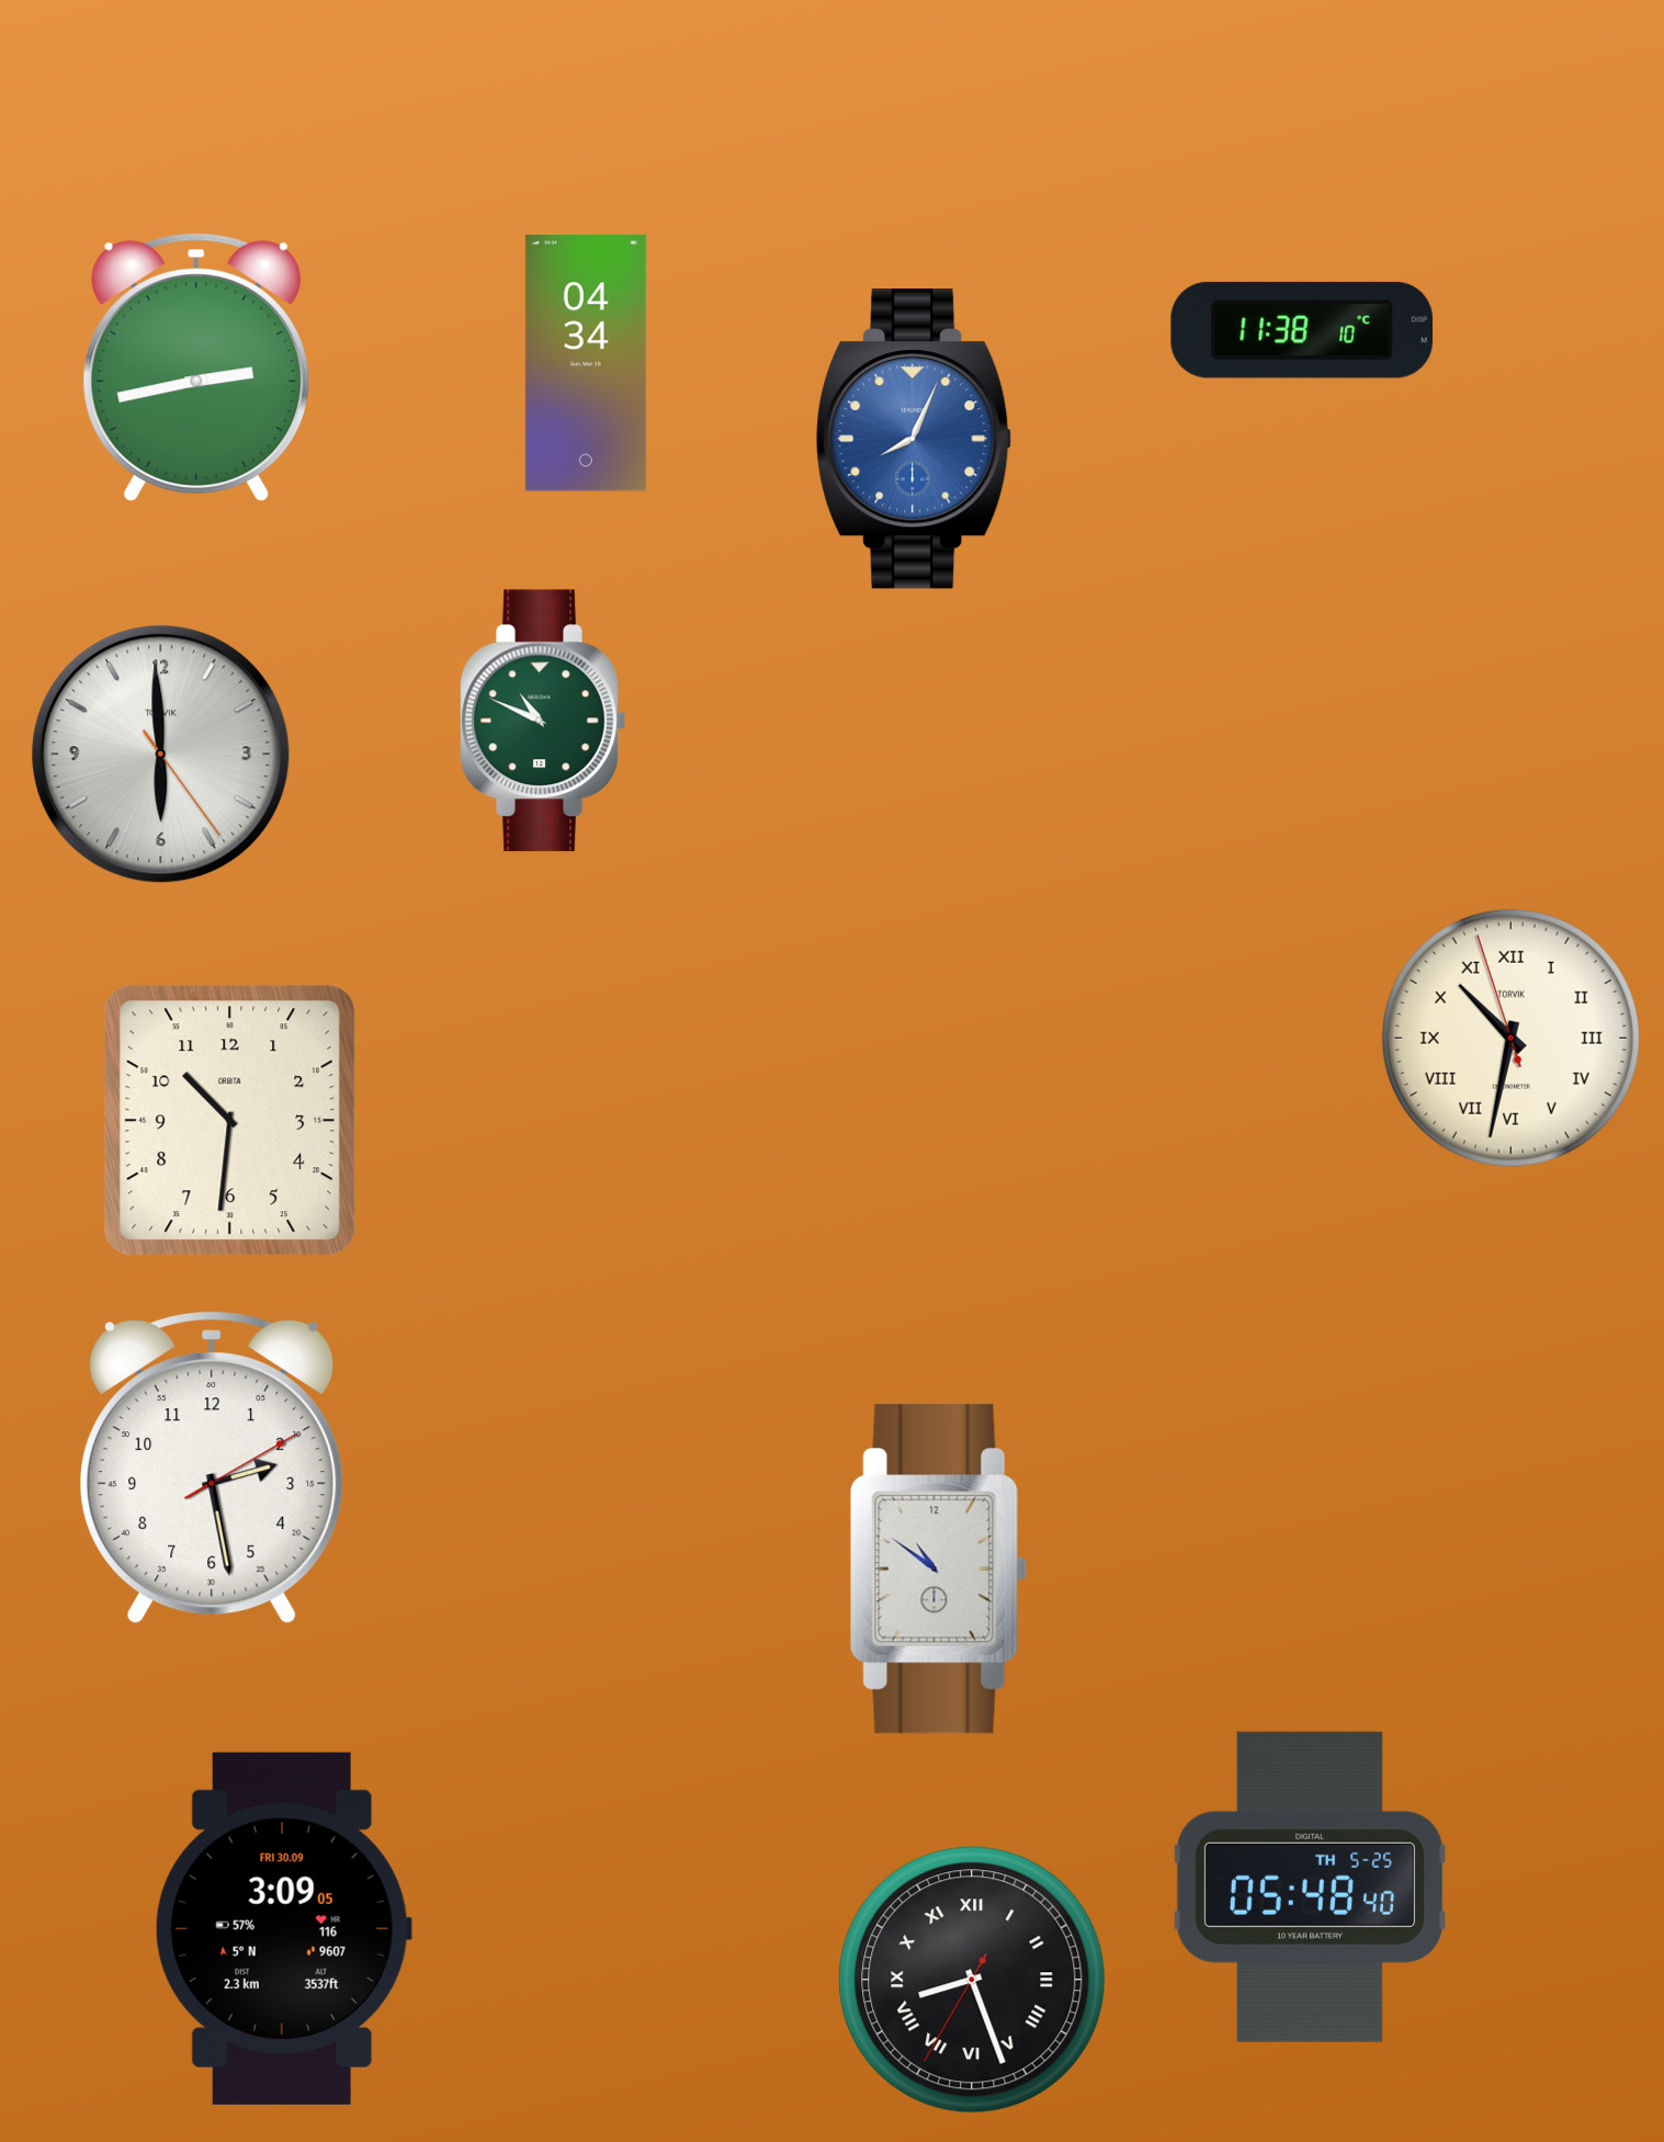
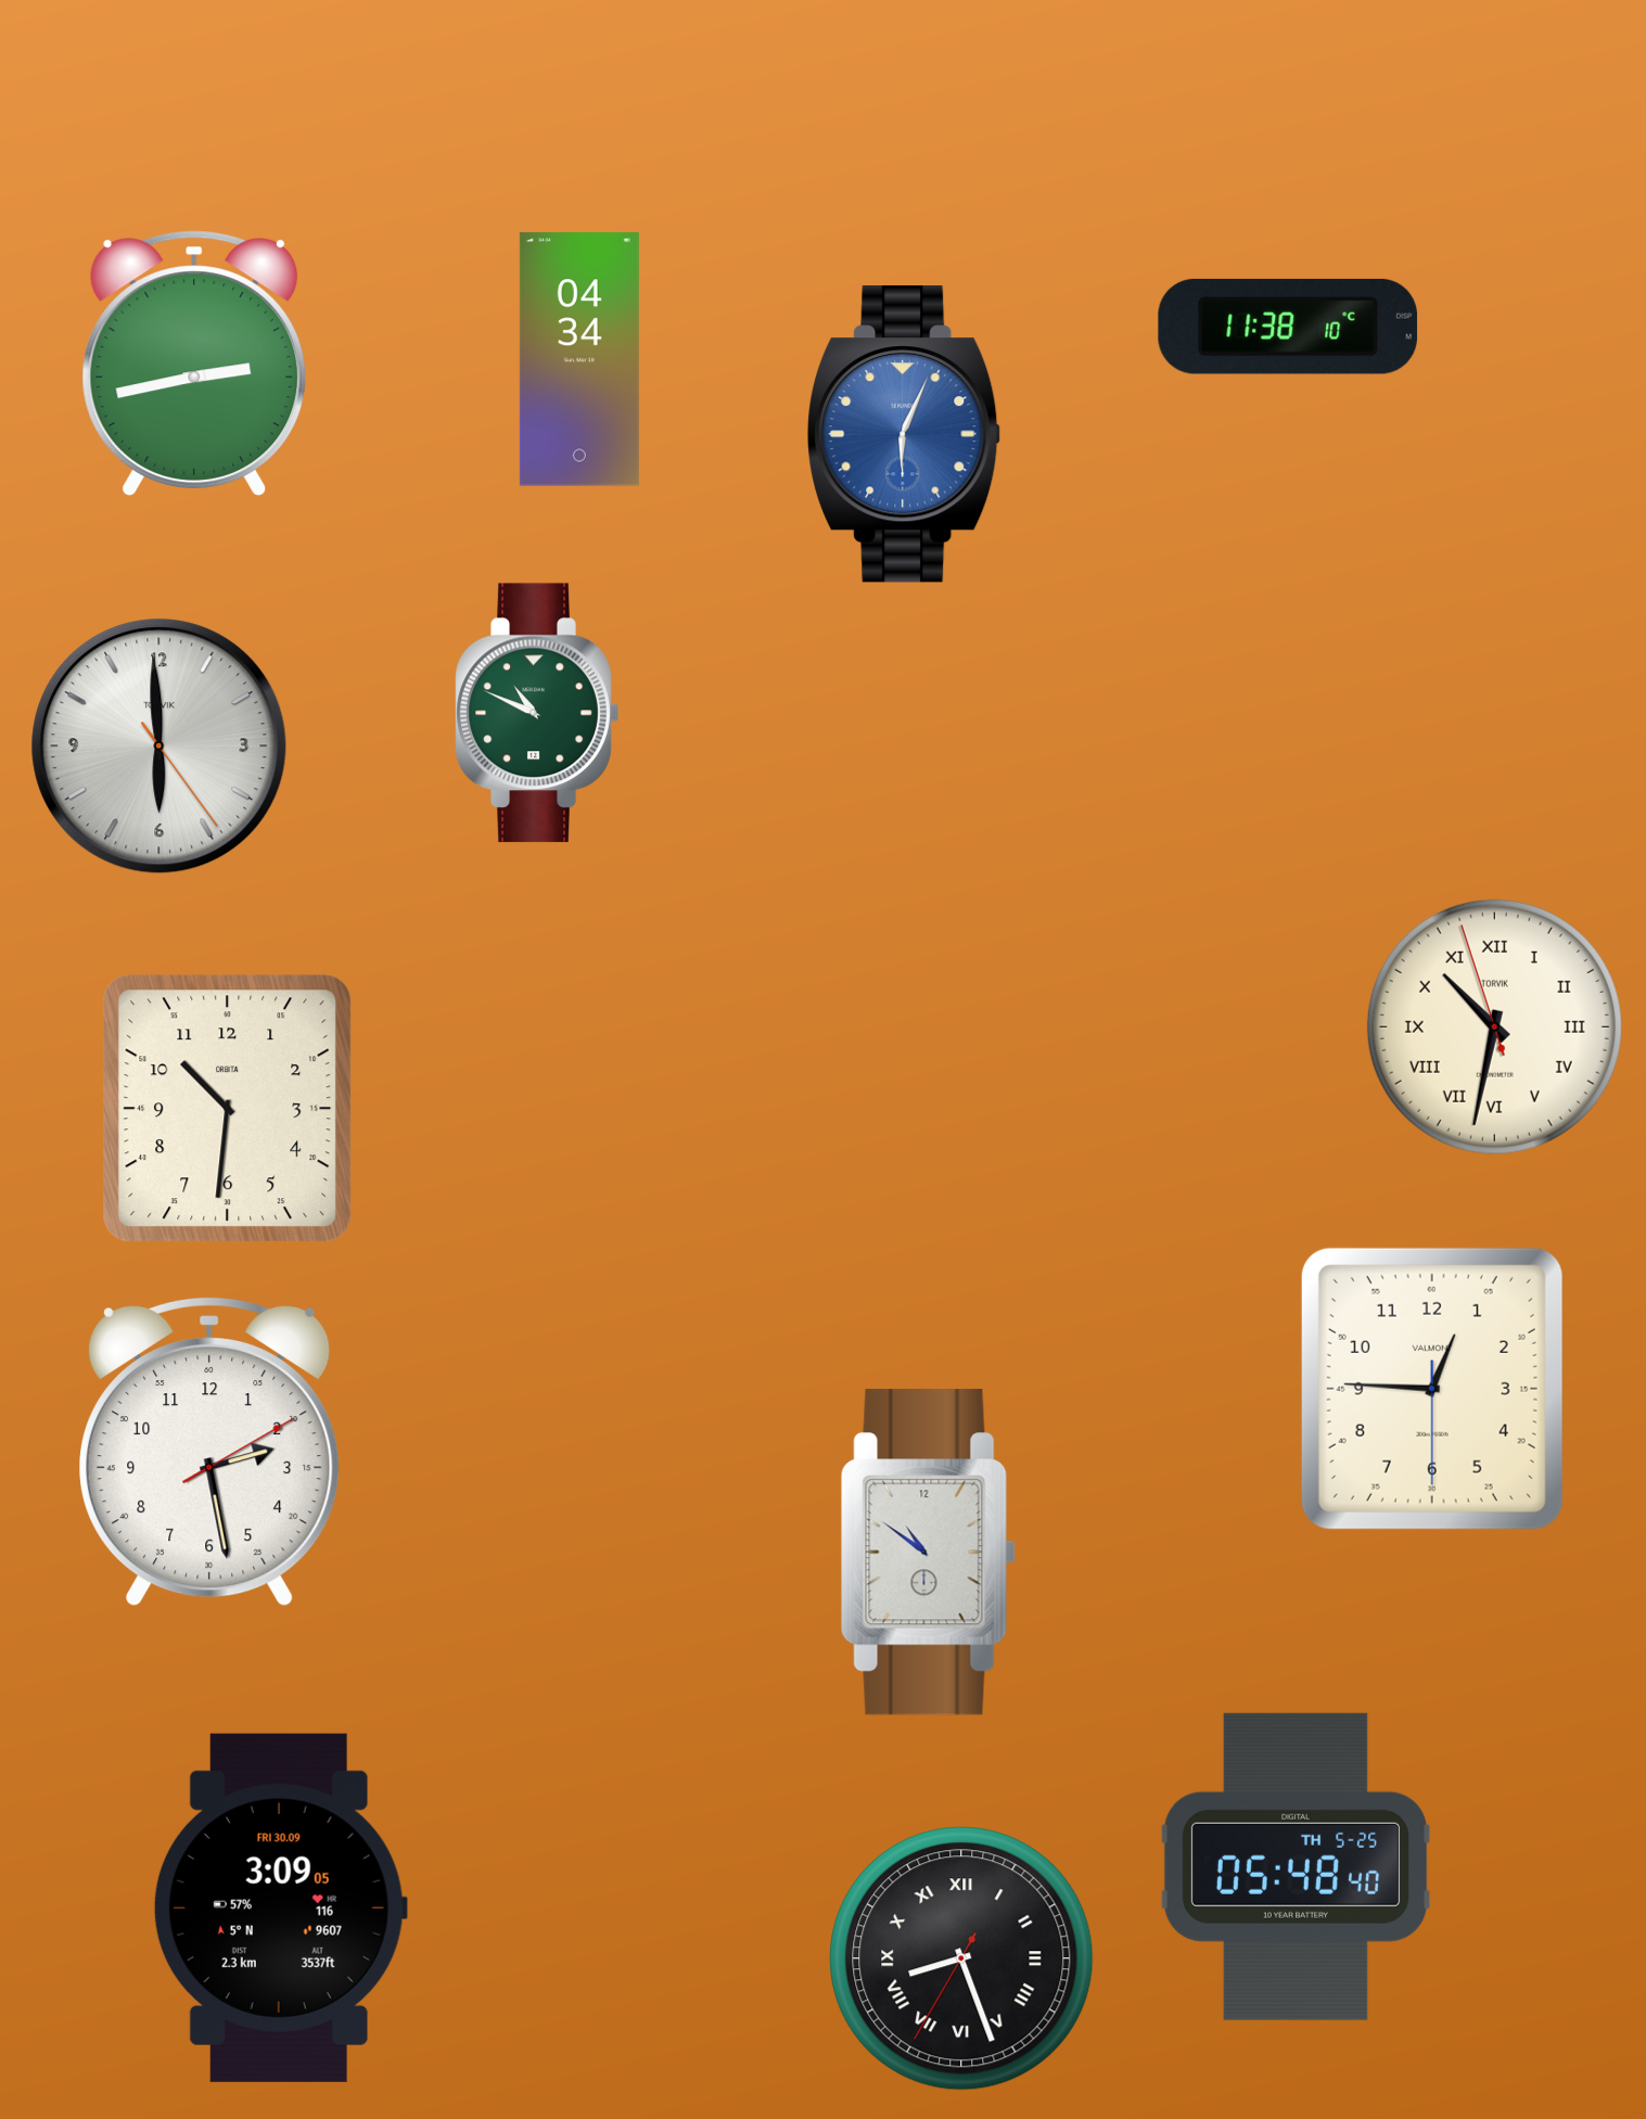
clock at (915, 439): 8:04 -> 6:04
clock at (1432, 1389): none -> 12:45
